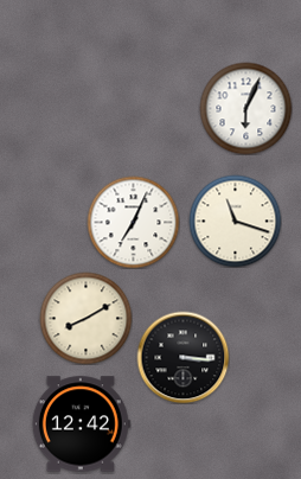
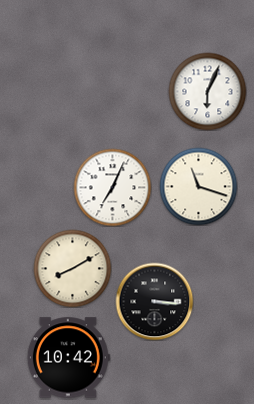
clock at (81, 424): 12:42 -> 10:42
